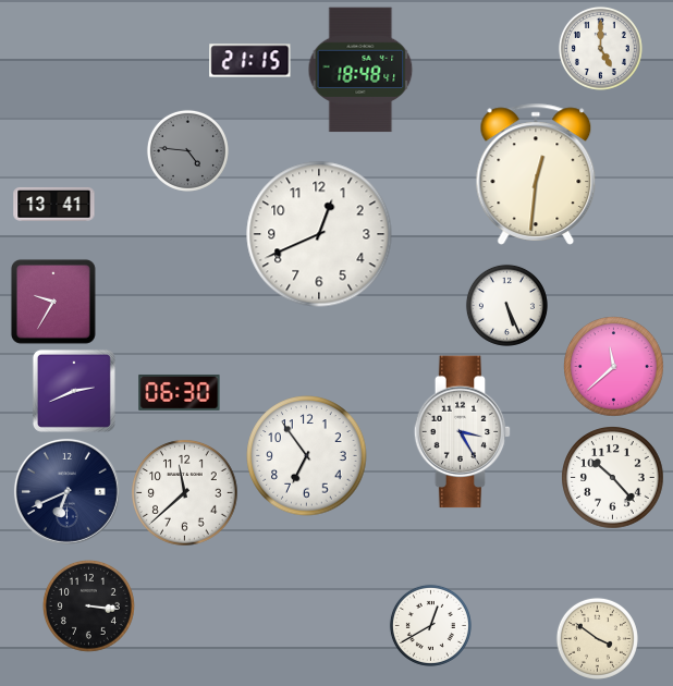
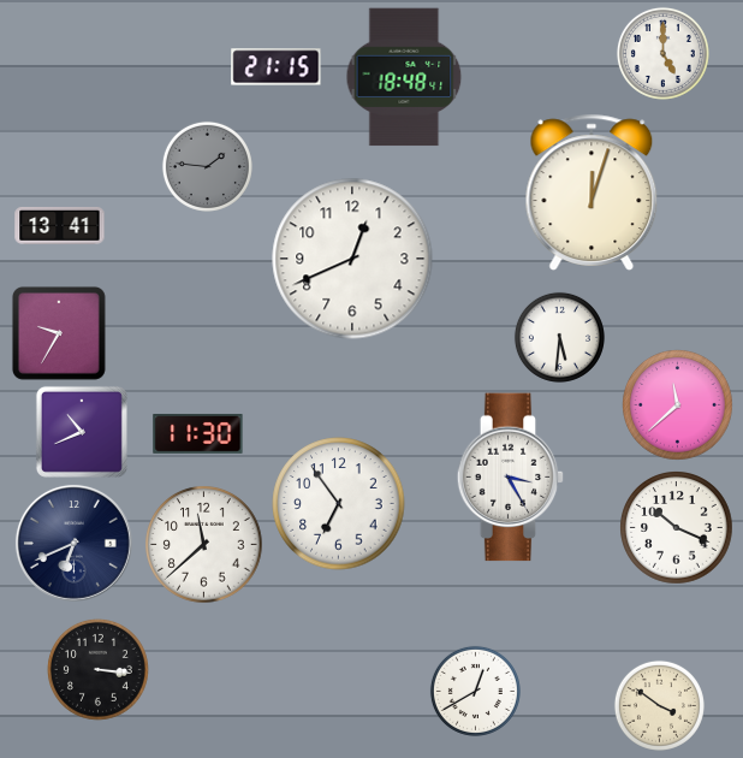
clock at (360, 70) position: (360, 70) -> (404, 77)
clock at (187, 150): 4:46 -> 1:46
clock at (536, 174): 12:31 -> 12:03
clock at (506, 305): 5:26 -> 5:31
clock at (74, 391): 2:41 -> 10:41
clock at (180, 392): 06:30 -> 11:30
clock at (613, 478): 10:23 -> 10:19
